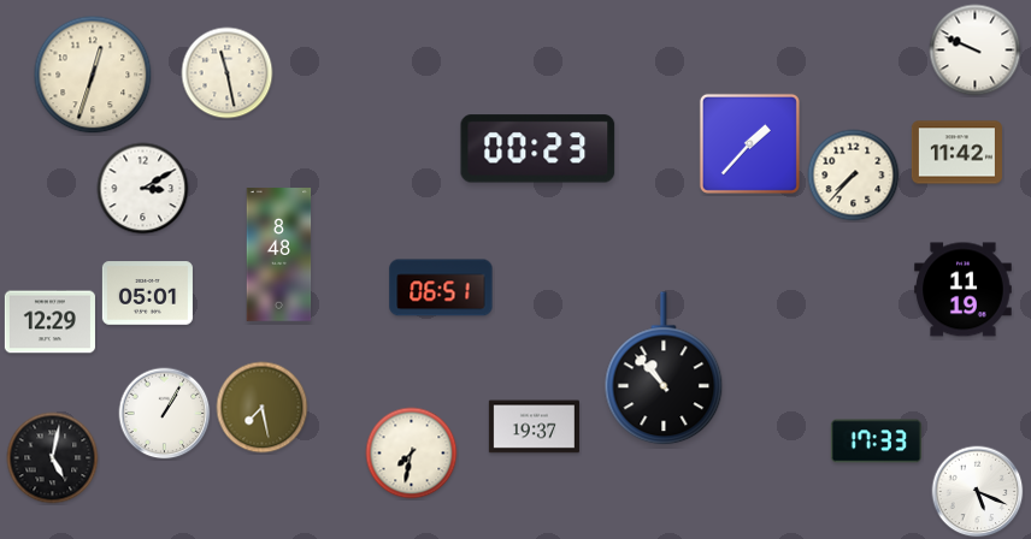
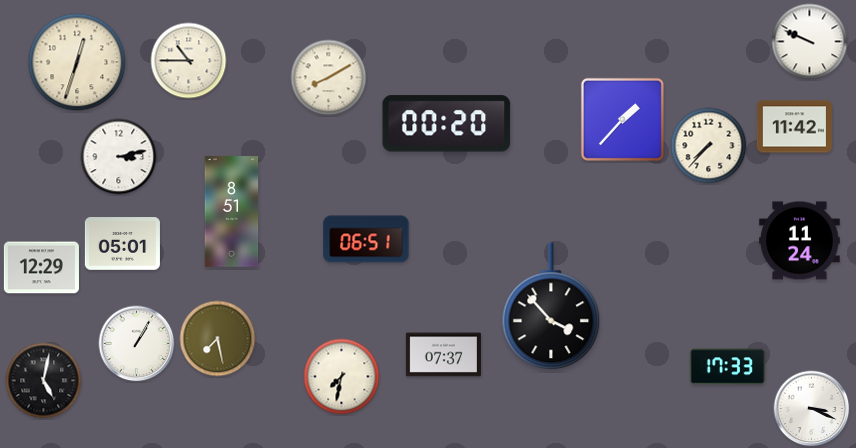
clock at (228, 73): 11:28 -> 10:45
clock at (329, 78): none -> 8:10
clock at (538, 149): 00:23 -> 00:20
clock at (143, 189): 3:10 -> 3:13
clock at (279, 255): 8:48 -> 8:51
clock at (964, 290): 11:19 -> 11:24
clock at (664, 369): 10:53 -> 3:53
clock at (534, 427): 19:37 -> 07:37
clock at (978, 492): 5:19 -> 3:19
